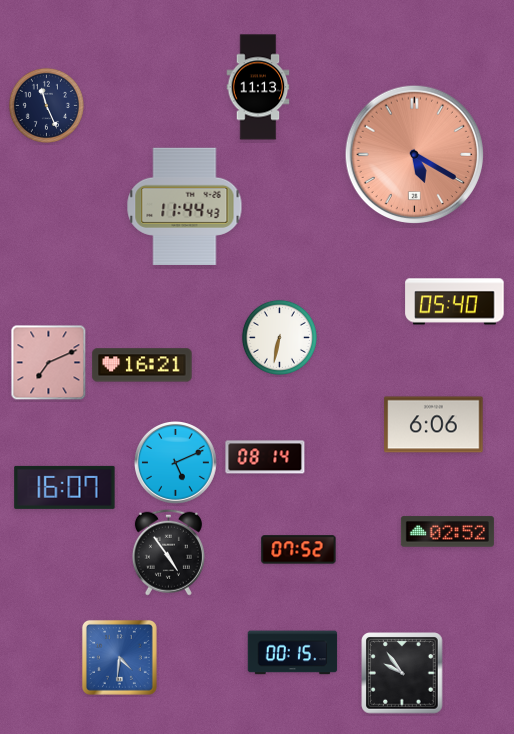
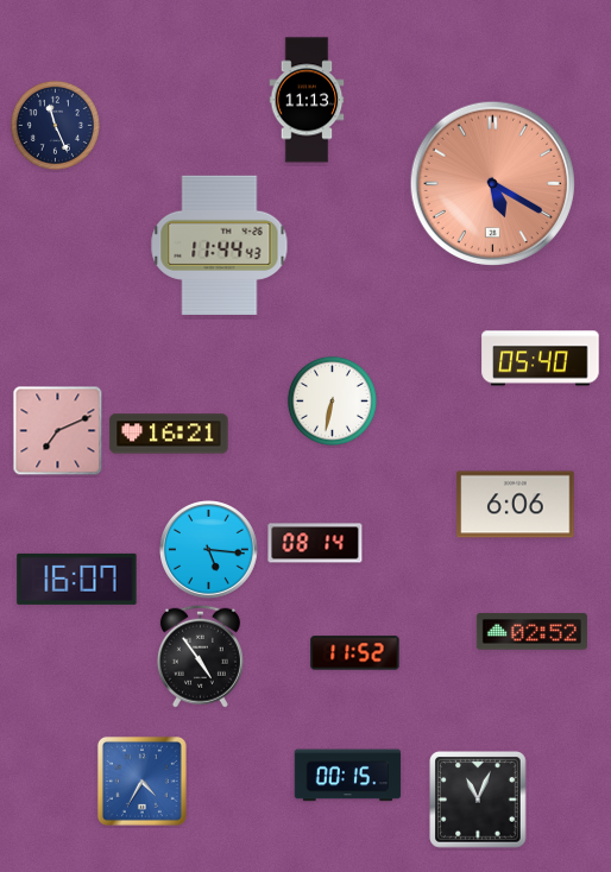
clock at (258, 87) position: (258, 87) -> (307, 100)
clock at (176, 463): 5:11 -> 5:16
clock at (299, 550): 07:52 -> 11:52
clock at (119, 657): 4:31 -> 4:35
clock at (402, 673): 9:54 -> 11:04
